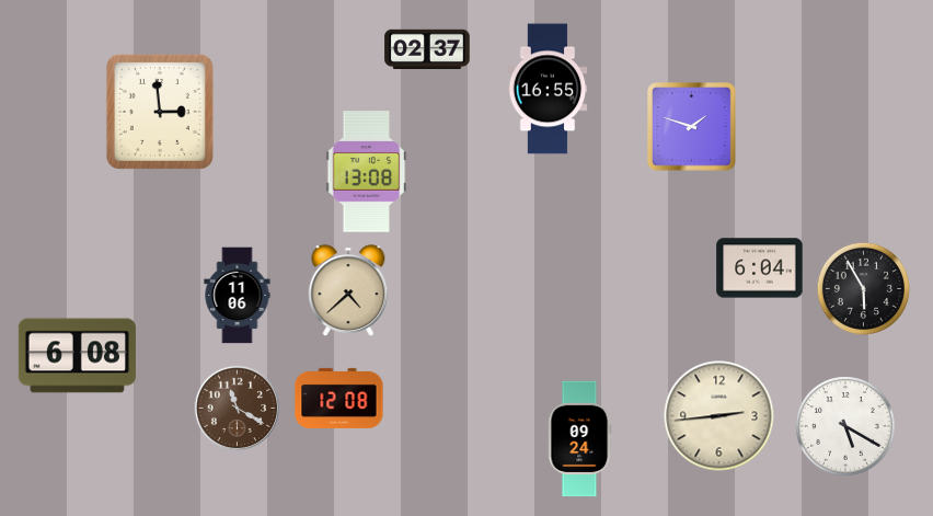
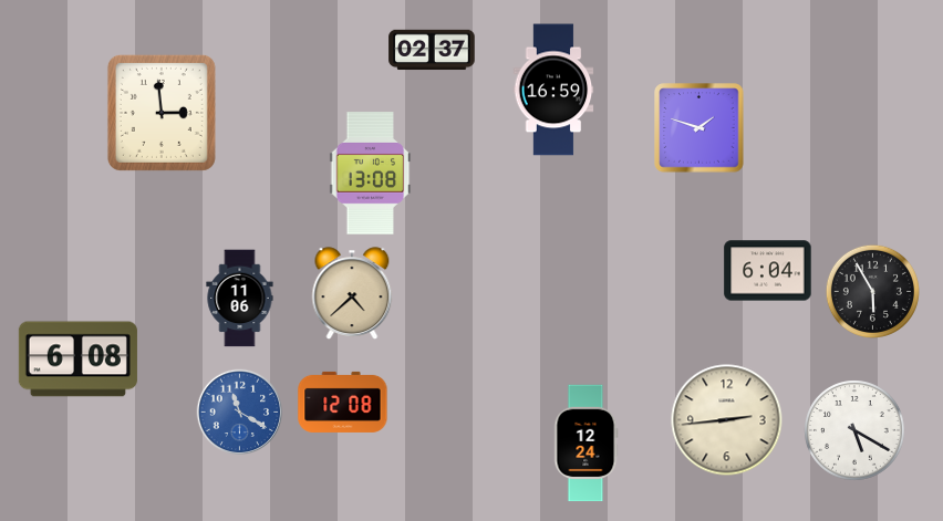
clock at (548, 89): 16:55 -> 16:59
clock at (238, 409) dial: brown -> blue
clock at (579, 439): 09:24 -> 12:24
